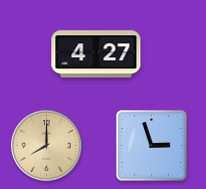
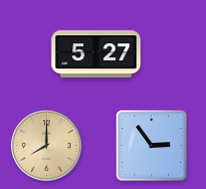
clock at (96, 54): 4:27 -> 5:27
clock at (152, 146): 2:57 -> 2:54
